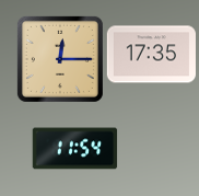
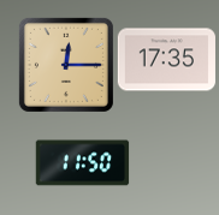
clock at (74, 149): 11:54 -> 11:50
